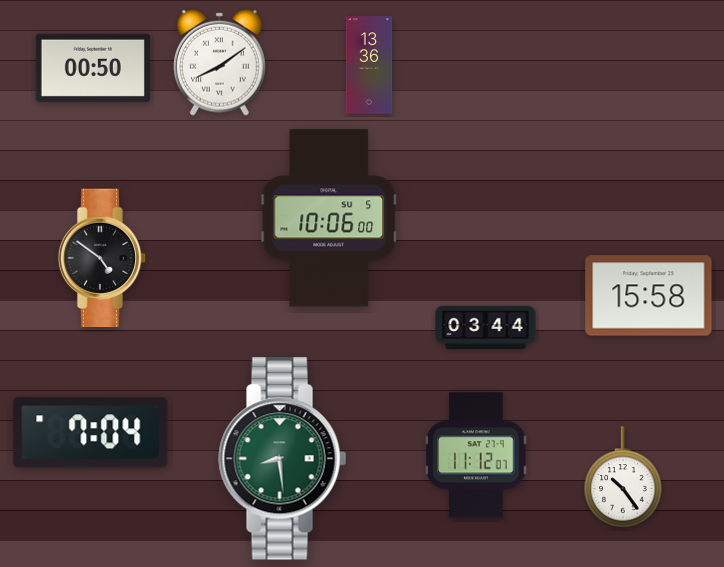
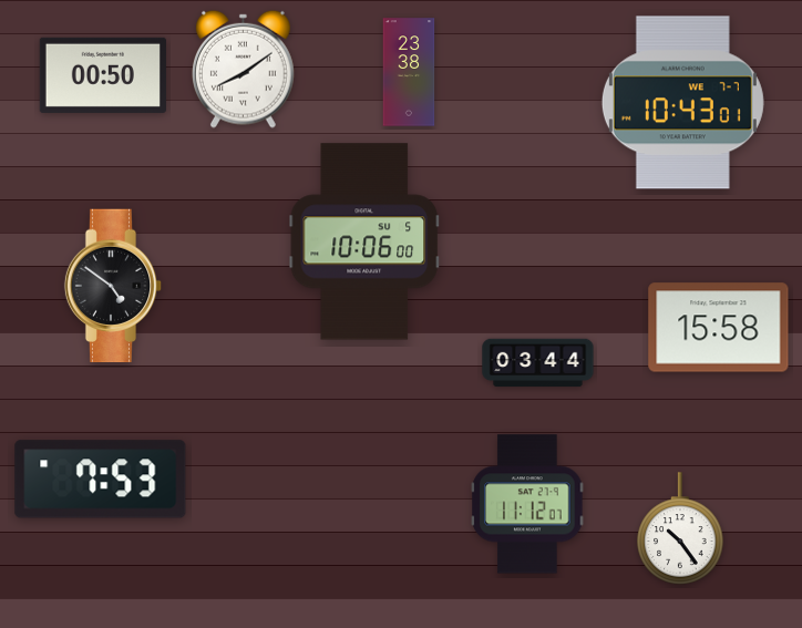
clock at (369, 65): 13:36 -> 23:38
clock at (682, 103): none -> 10:43
clock at (91, 433): 7:04 -> 7:53
clock at (283, 459): 8:29 -> none
clock at (623, 477) position: (623, 477) -> (680, 528)
